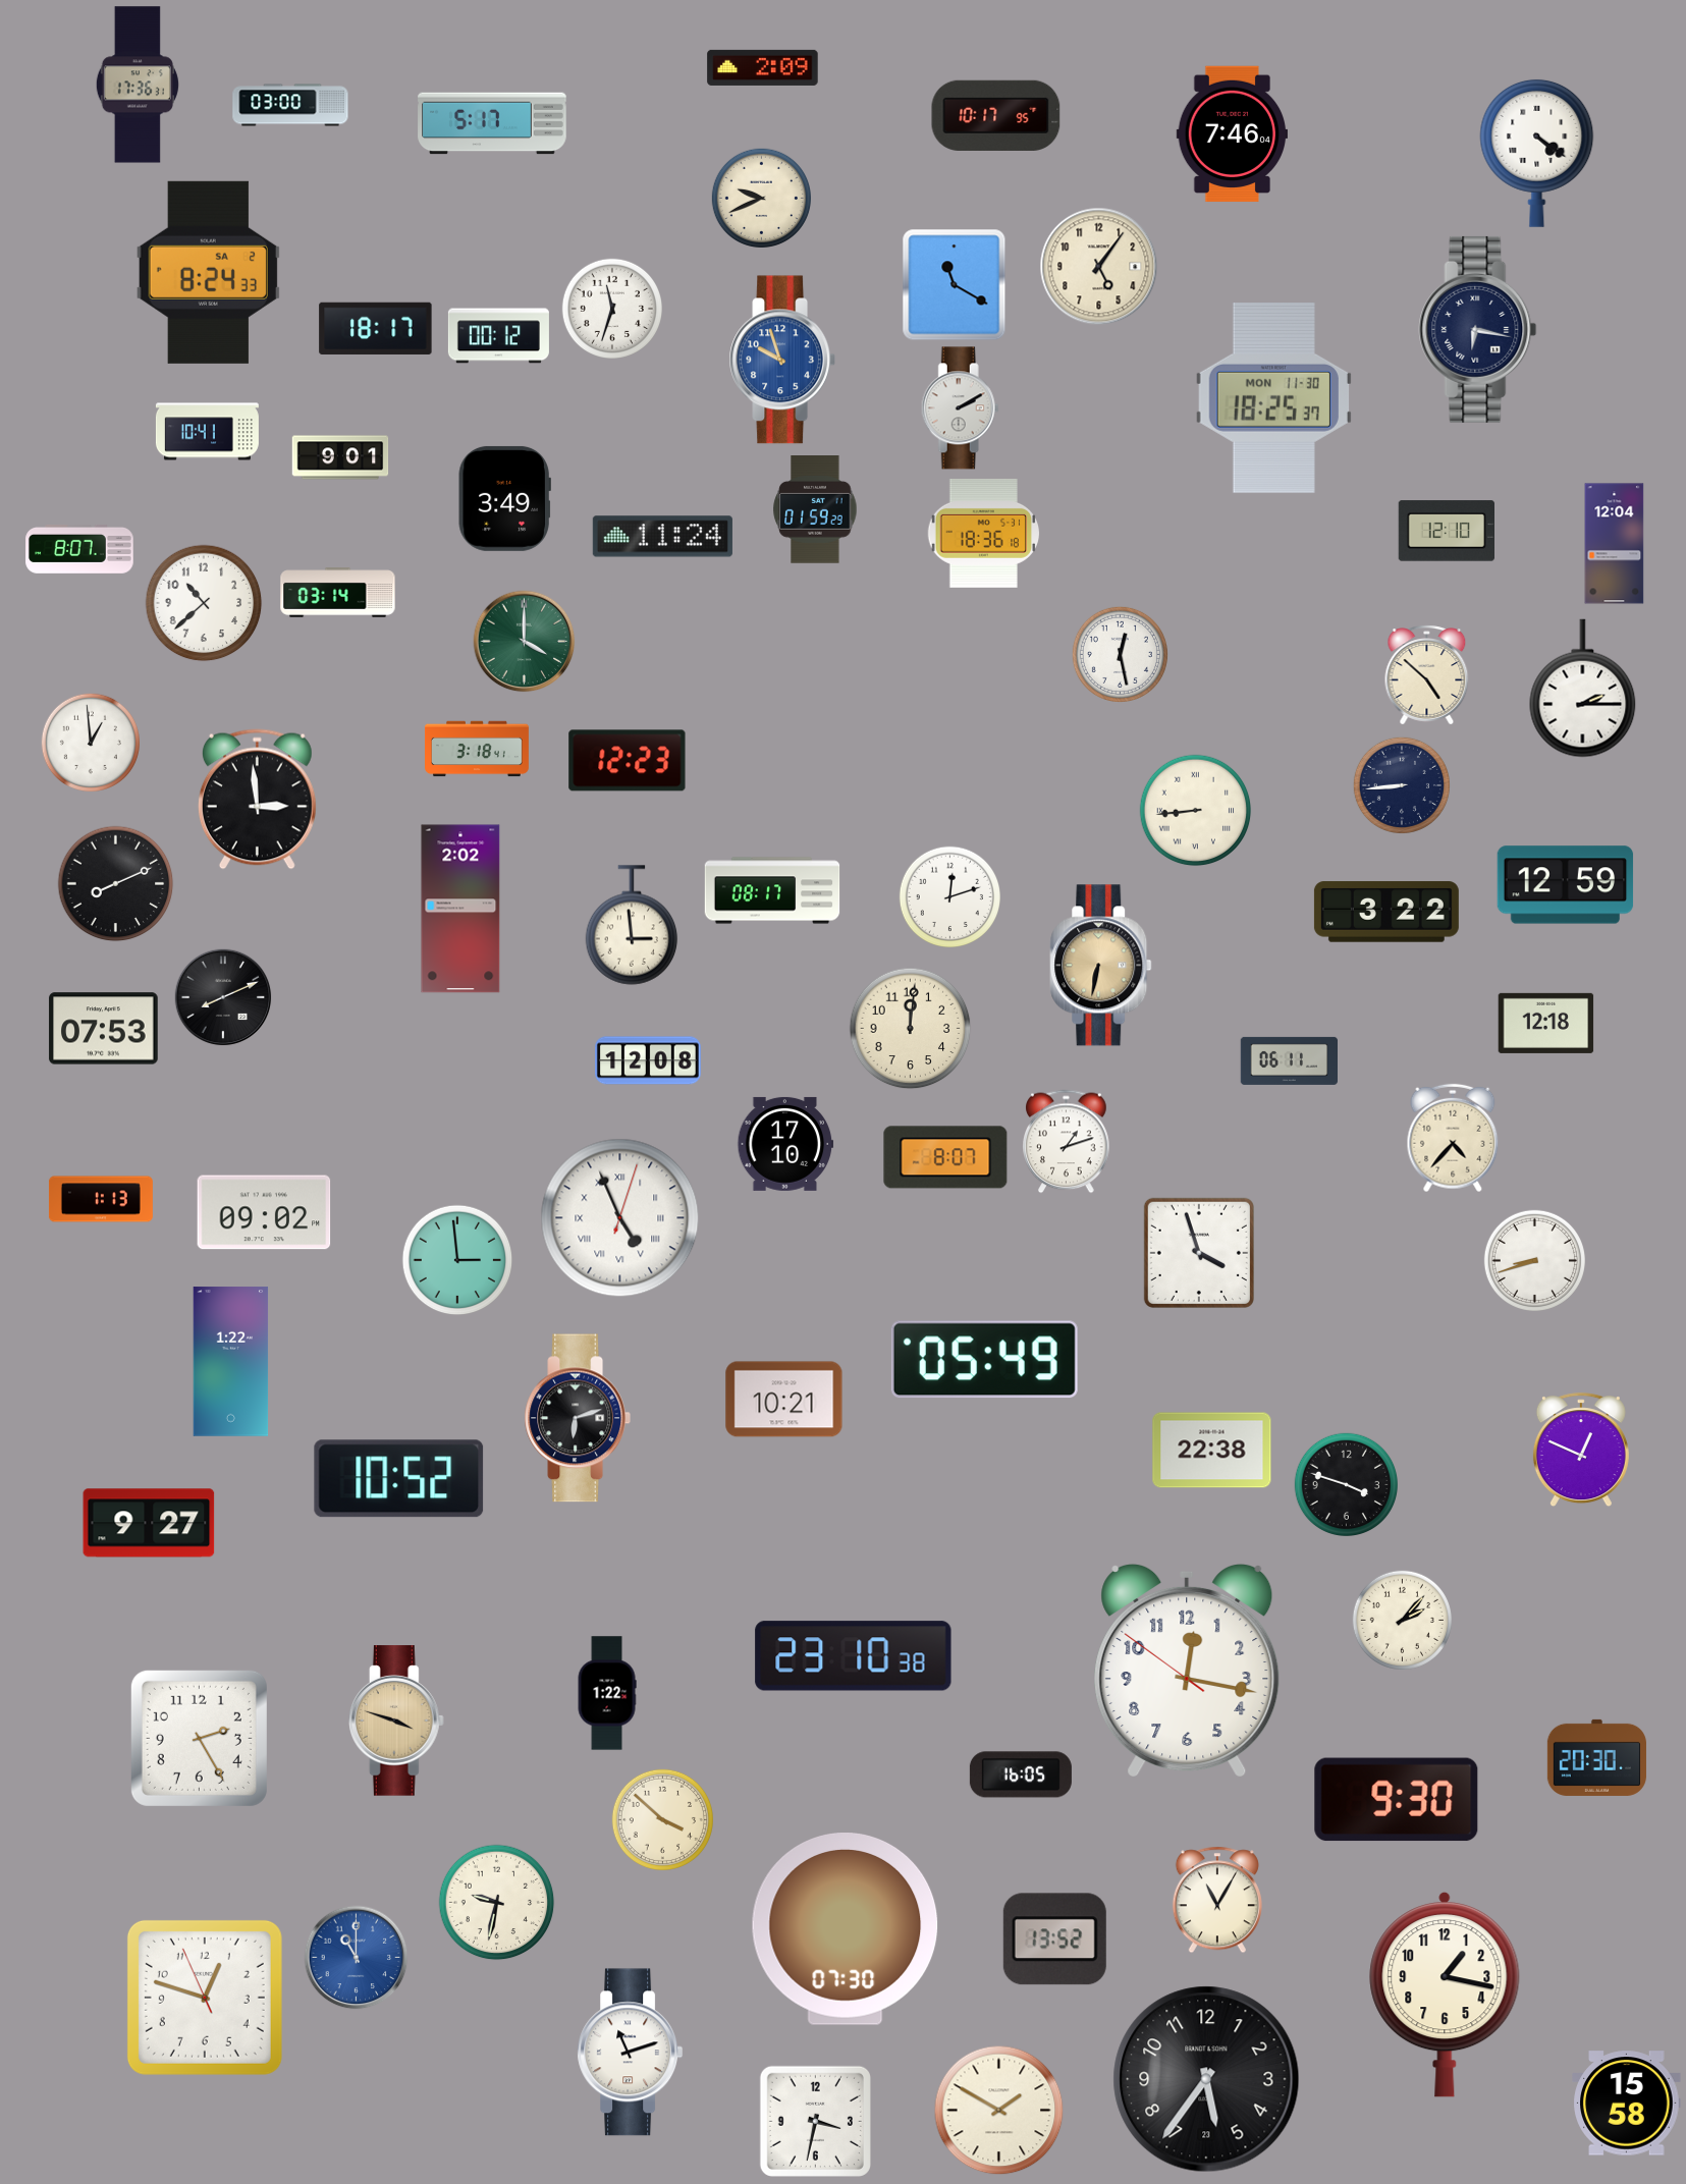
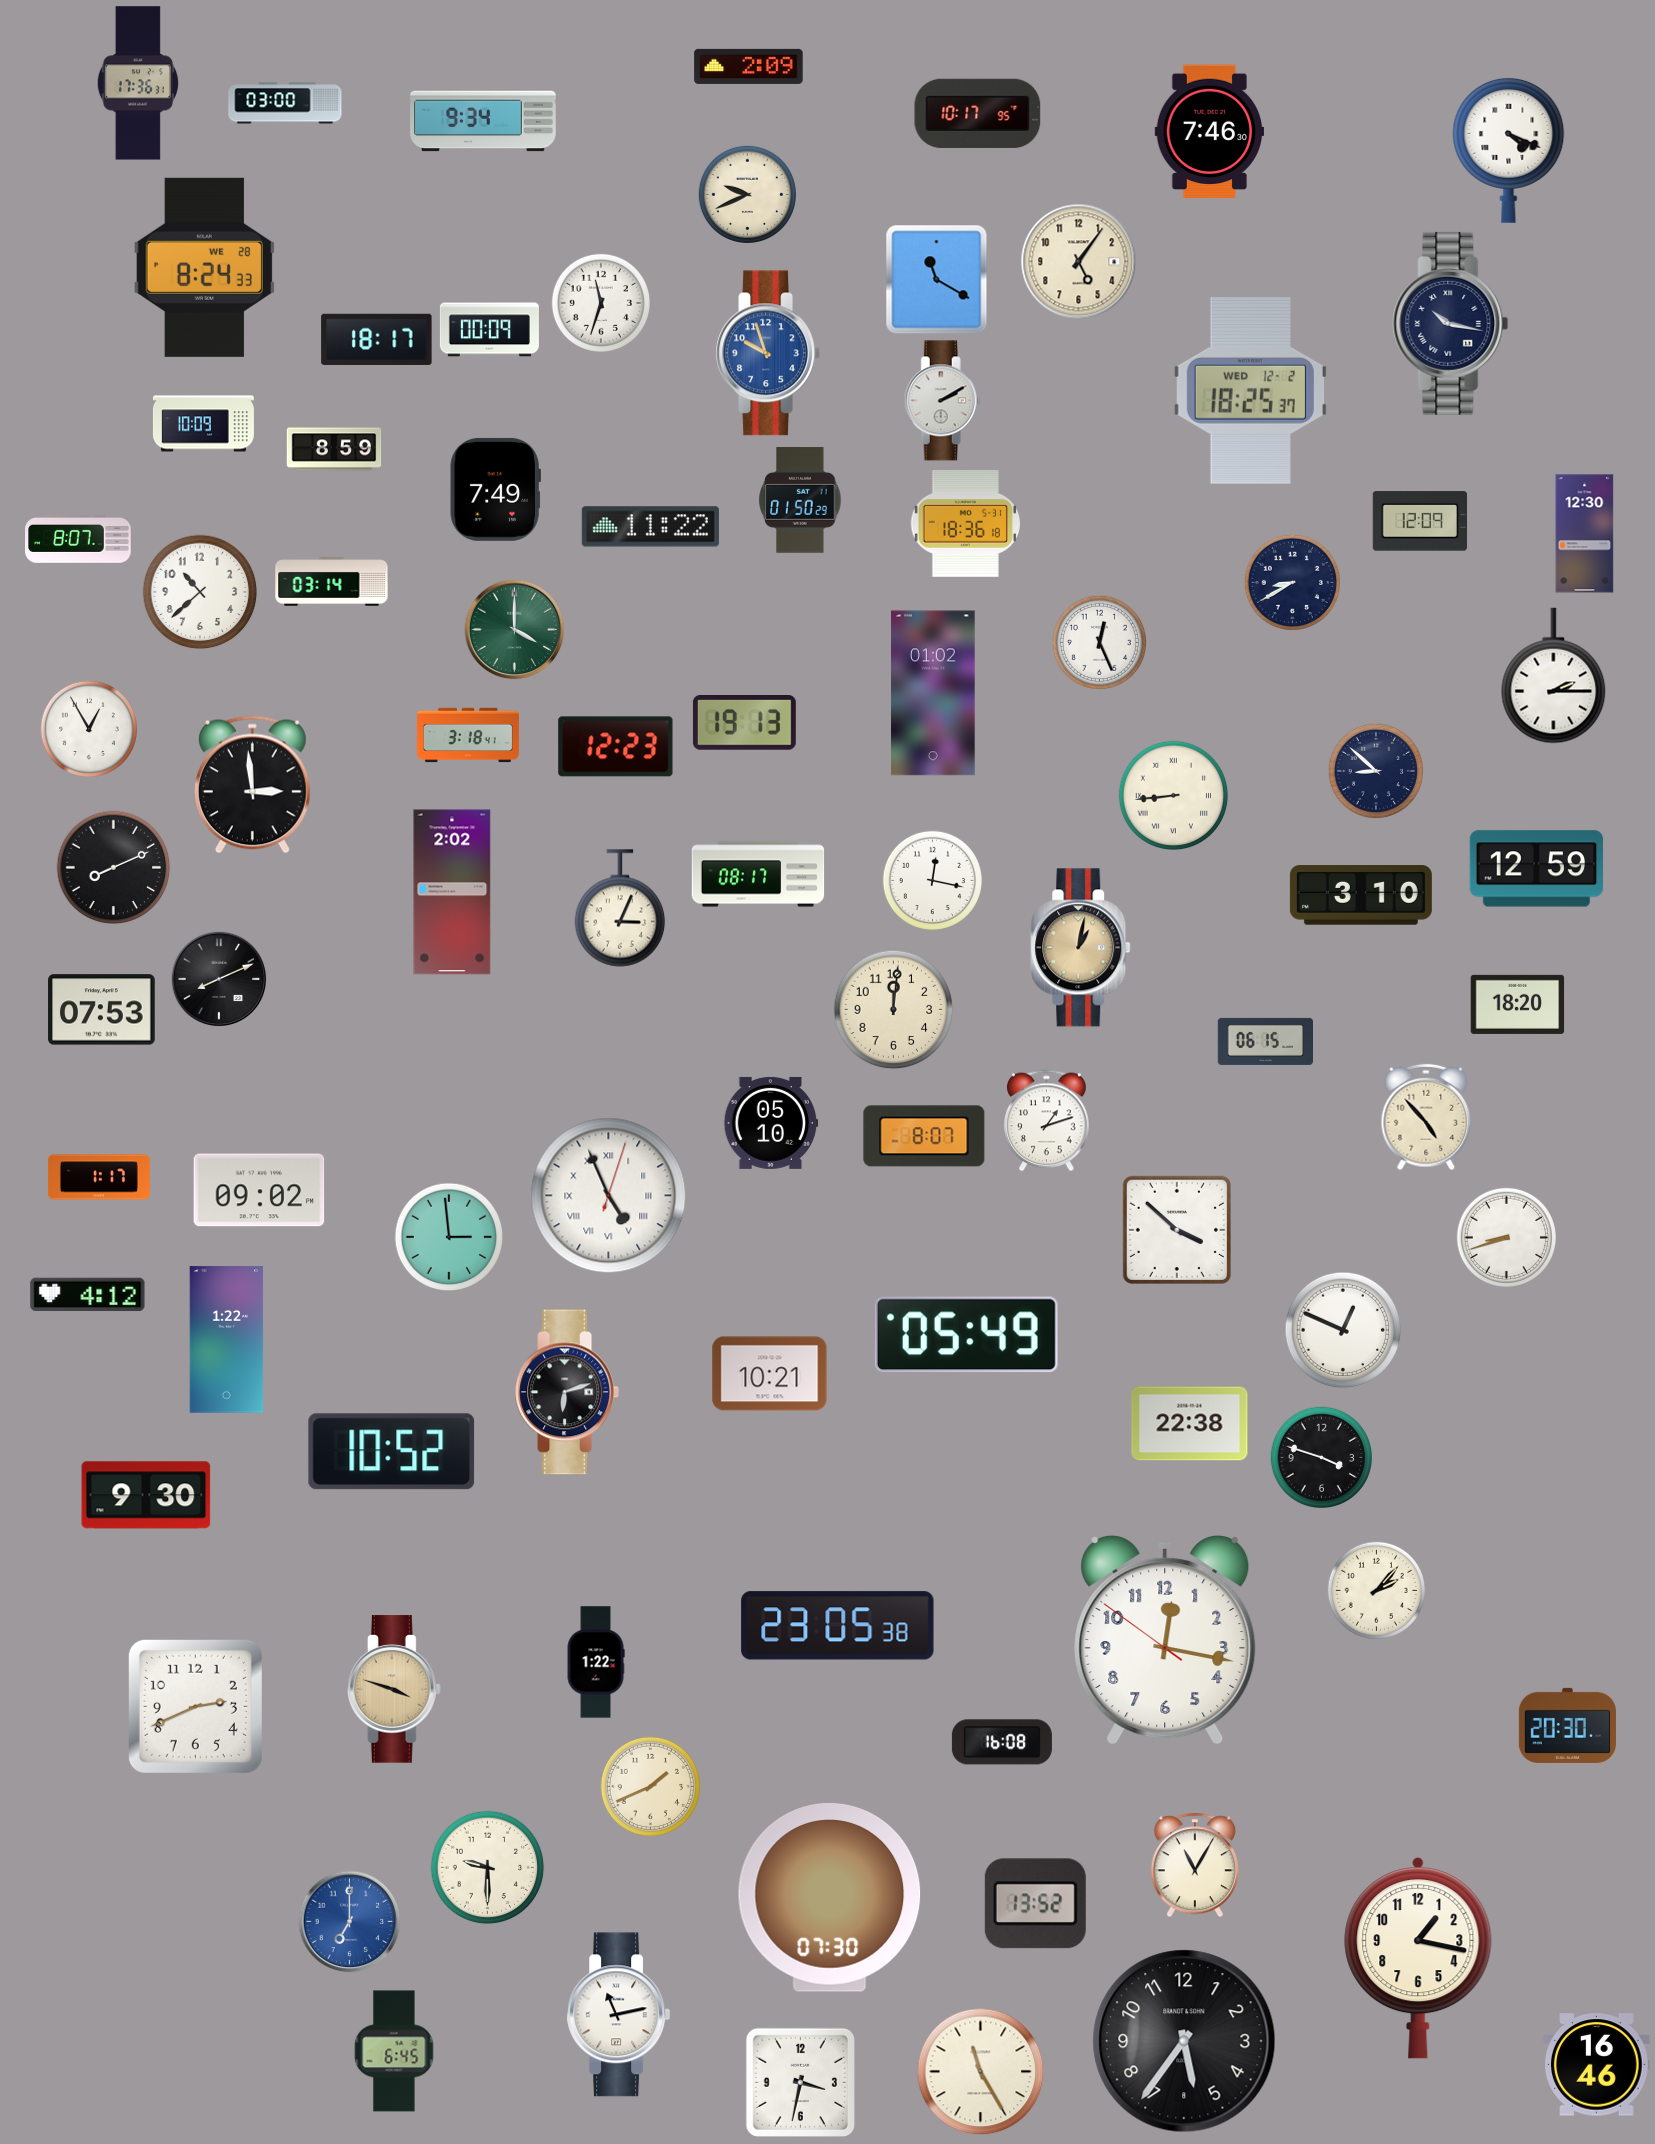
clock at (138, 85) position: (138, 85) -> (138, 83)
clock at (492, 123): 5:17 -> 9:34
clock at (1232, 134): 7:46:04 -> 7:46:30
clock at (1537, 153): 4:21 -> 4:19
clock at (208, 272) date: SA 2 -> WE 28
clock at (376, 328) position: (376, 328) -> (377, 339)
clock at (1478, 329): 6:17 -> 10:17
clock at (498, 336): 00:12 -> 00:09
clock at (1273, 397) date: MON 11-30 -> WED 12-2
clock at (207, 432): 10:41 -> 10:09
clock at (340, 457): 9:01 -> 8:59
clock at (504, 498): 3:49 -> 7:49
clock at (815, 509): 01:59 -> 01:50
clock at (1447, 531): 12:10 -> 12:09
clock at (662, 537): 11:24 -> 11:22
clock at (1615, 544): 12:04 -> 12:30
clock at (1292, 582): none -> 8:40
clock at (1120, 654): 12:28 -> 12:26
clock at (1427, 675): 4:52 -> none
clock at (933, 693): none -> 01:02
clock at (744, 723): none -> 19:13
clock at (91, 743): 12:59 -> 12:55
clock at (1402, 785): 8:44 -> 8:52
clock at (949, 896): 12:12 -> 12:17
clock at (1386, 912): 3:22 -> 3:10
clock at (632, 925): 2:59 -> 3:04
clock at (1101, 966): 6:32 -> 1:02
clock at (1546, 1023): 12:18 -> 18:20
clock at (649, 1060): 12:08 -> none
clock at (1289, 1060): 06:11 -> 06:15
clock at (1453, 1138): 4:37 -> 4:53
clock at (785, 1144): 17:10 -> 05:10
clock at (945, 1157) position: (945, 1157) -> (924, 1136)
clock at (101, 1199): 1:13 -> 1:17
clock at (1199, 1253): 3:57 -> 3:52
clock at (88, 1295): none -> 4:12
clock at (1343, 1330): none -> 12:49
clock at (231, 1362) position: (231, 1362) -> (227, 1340)
clock at (1581, 1451): 12:49 -> none
clock at (149, 1523): 9:27 -> 9:30
clock at (854, 1656): 23:10 -> 23:05
clock at (396, 1721) position: (396, 1721) -> (394, 1689)
clock at (199, 1738): 2:25 -> 2:41
clock at (1021, 1775): 16:05 -> 16:08
clock at (1397, 1800): 9:30 -> none
clock at (662, 1819): 3:52 -> 1:41
clock at (497, 1903): 9:32 -> 9:30
clock at (846, 1929) position: (846, 1929) -> (830, 1898)
clock at (357, 1958): 11:00 -> 7:00
clock at (205, 1998): 12:47 -> none
clock at (631, 2053): 11:12 -> 11:13
clock at (1206, 2079) date: 23 -> 8
clock at (394, 2051): none -> 6:45
clock at (1627, 2104): 15:58 -> 16:46
clock at (999, 2111): 1:50 -> 11:25
